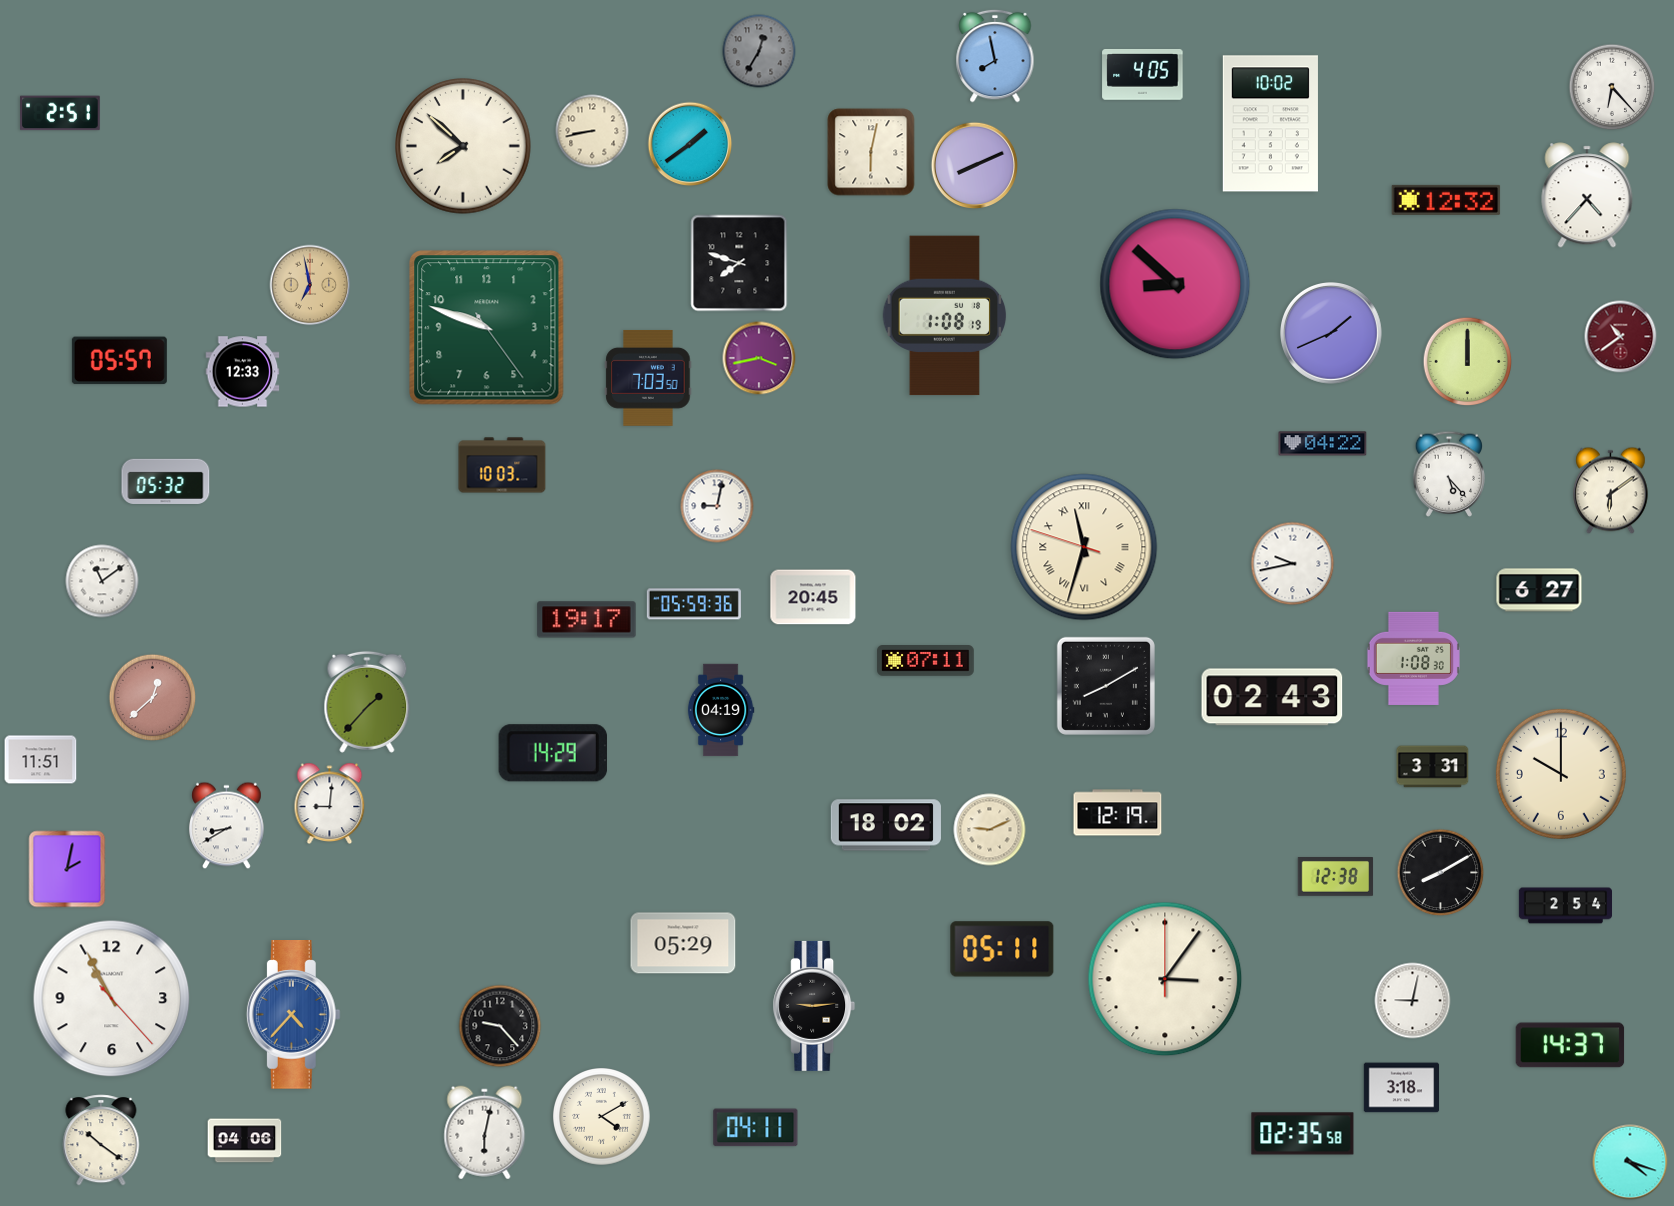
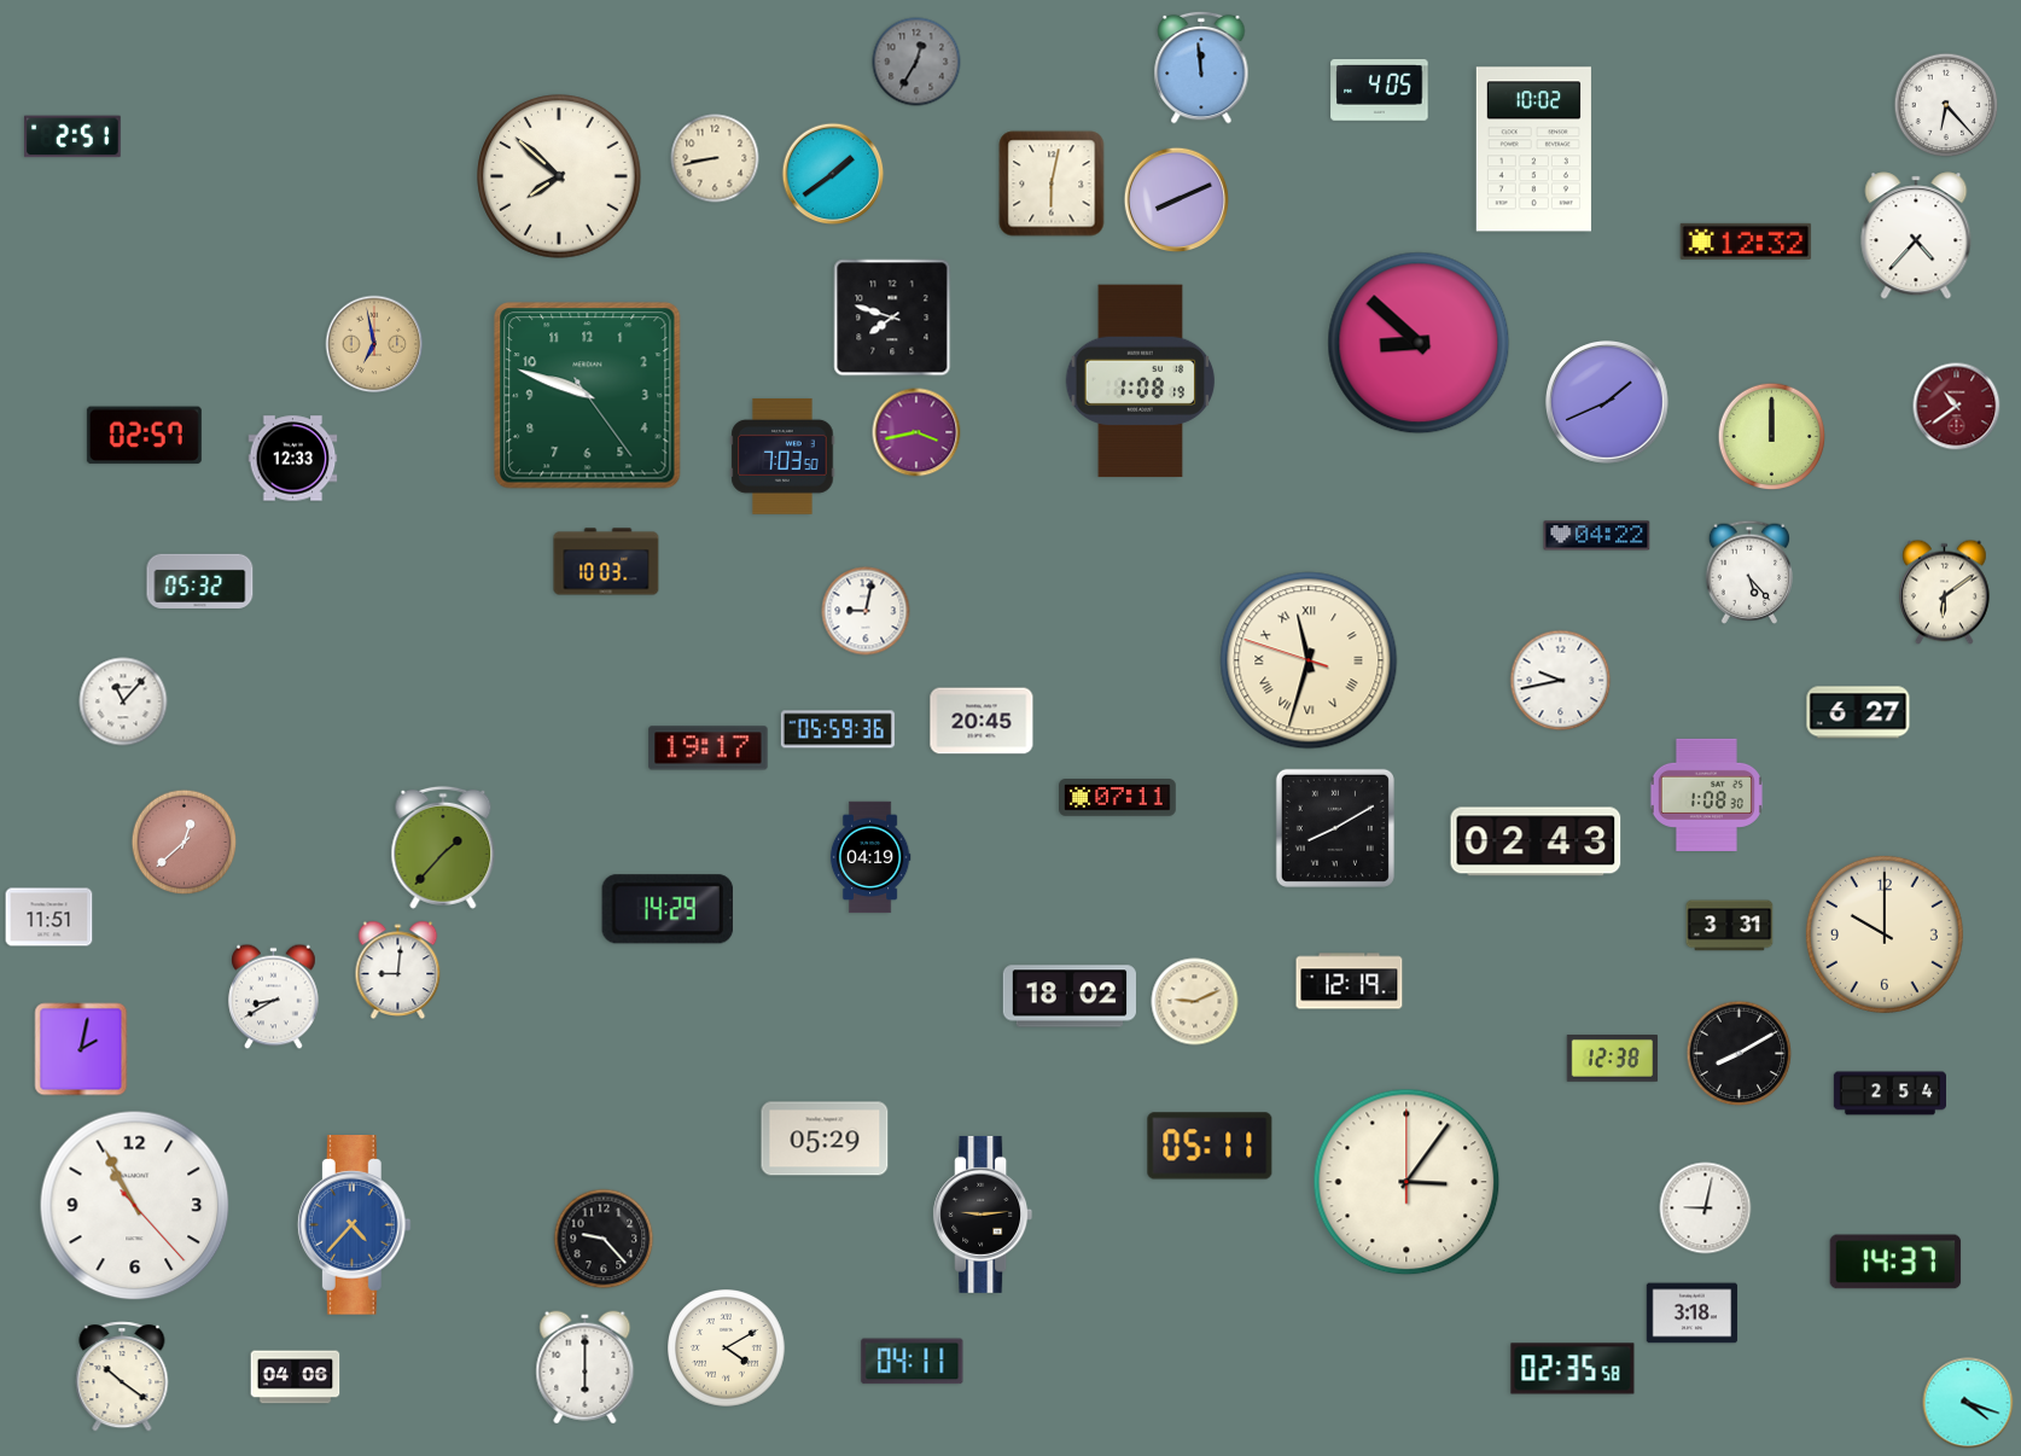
clock at (995, 56): 7:58 -> 11:59
clock at (119, 361): 05:57 -> 02:57
clock at (243, 372) position: (243, 372) -> (293, 459)
clock at (102, 581): 11:09 -> 11:07
clock at (485, 1133): 6:02 -> 6:00
